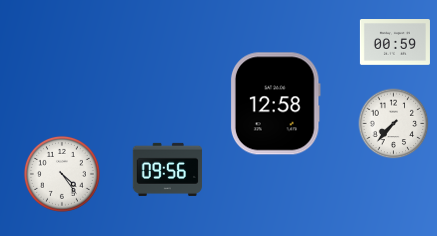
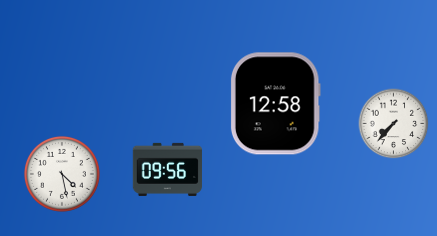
clock at (395, 42): 00:59 -> none
clock at (62, 174): 4:24 -> 4:28
